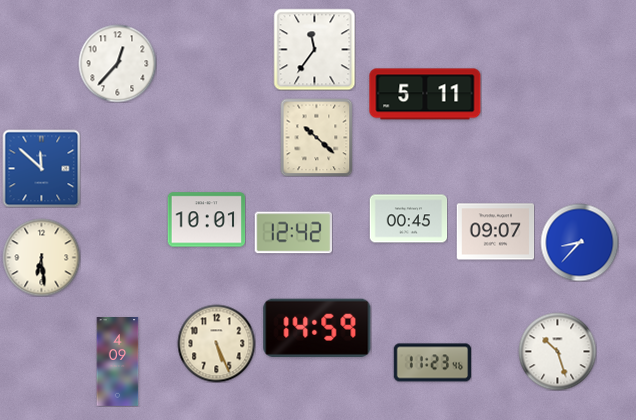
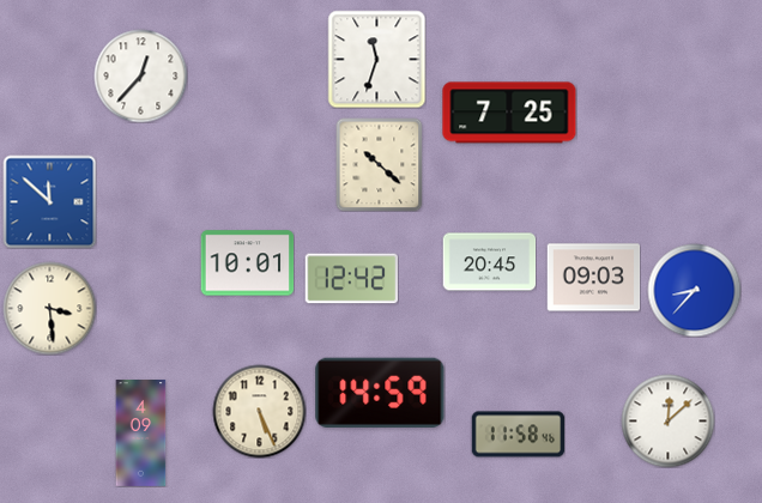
clock at (314, 49): 11:36 -> 11:33
clock at (425, 94): 5:11 -> 7:25
clock at (408, 219): 00:45 -> 20:45
clock at (495, 232): 09:07 -> 09:03
clock at (41, 257): 6:29 -> 3:29
clock at (557, 351): 10:27 -> 12:08
clock at (432, 363): 11:23 -> 11:58
